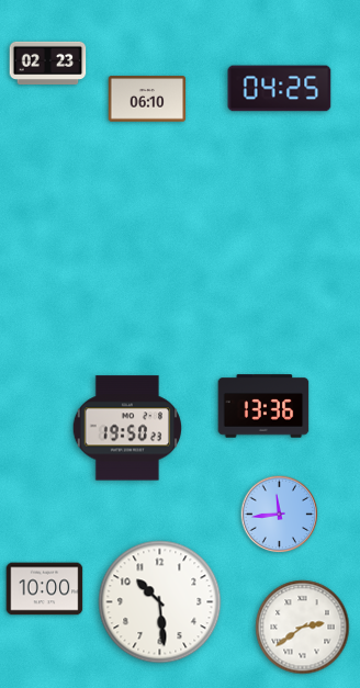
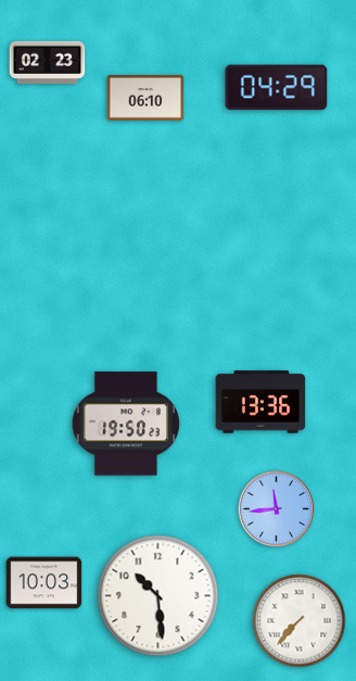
clock at (280, 89): 04:25 -> 04:29
clock at (45, 589): 10:00 -> 10:03
clock at (303, 628): 2:39 -> 7:37
